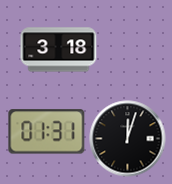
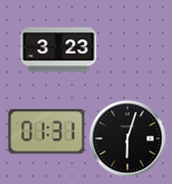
clock at (59, 50): 3:18 -> 3:23
clock at (128, 139): 12:03 -> 6:03
